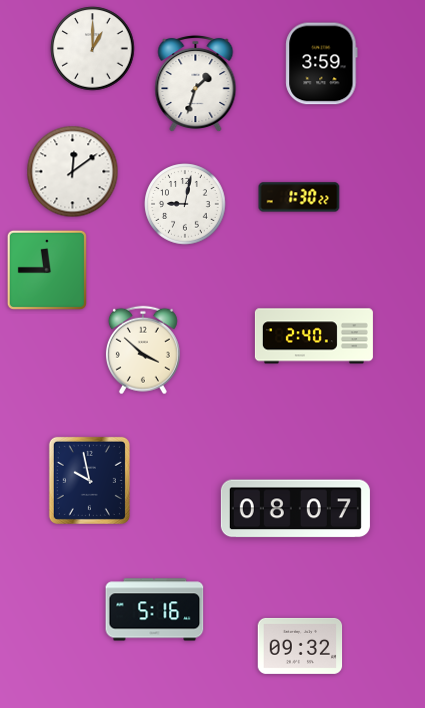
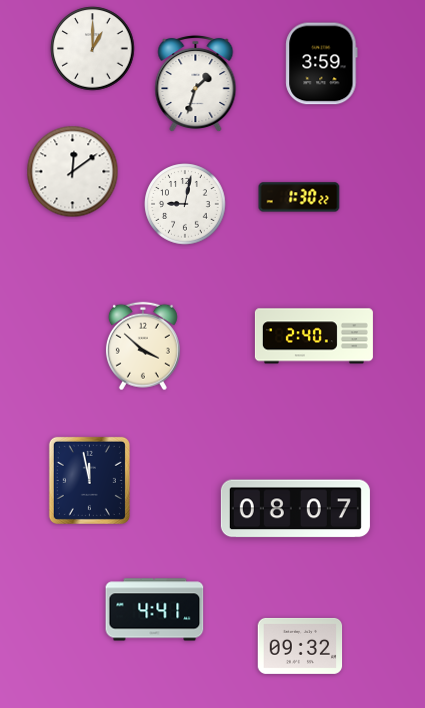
clock at (47, 270): 11:45 -> none
clock at (143, 350) position: (143, 350) -> (143, 346)
clock at (89, 480): 9:58 -> 11:58
clock at (155, 610): 5:16 -> 4:41
